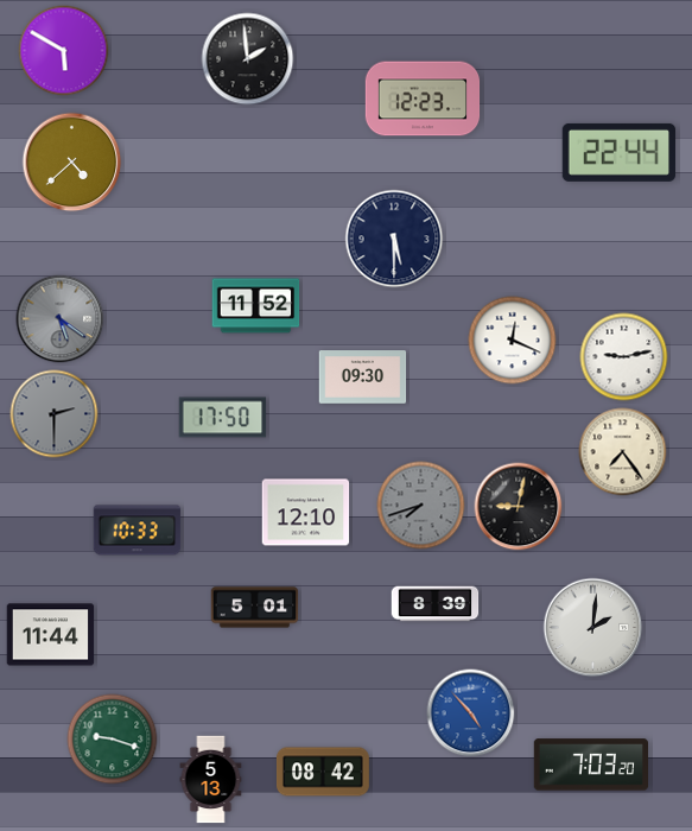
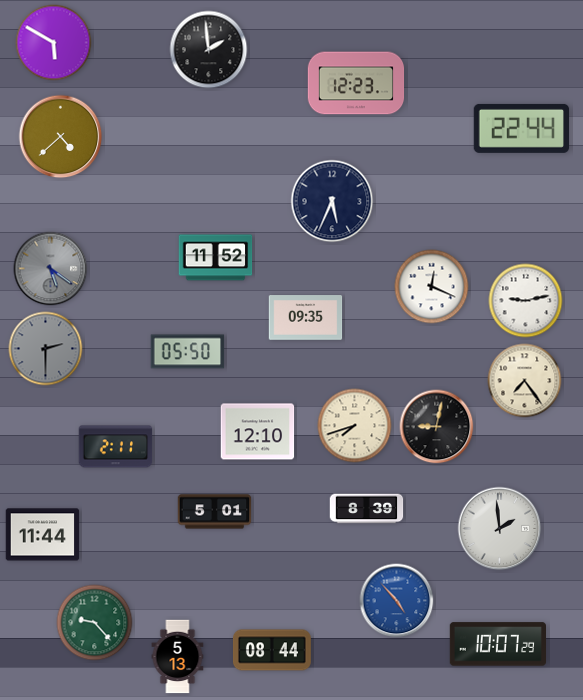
clock at (394, 239): 5:30 -> 5:34
clock at (363, 378): 09:30 -> 09:35
clock at (223, 418): 17:50 -> 05:50
clock at (421, 506) dial: grey -> cream
clock at (138, 531): 10:33 -> 2:11
clock at (593, 628): 2:01 -> 1:59
clock at (113, 740): 9:18 -> 9:23
clock at (590, 765): 7:03 -> 10:07
clock at (323, 772): 08:42 -> 08:44
